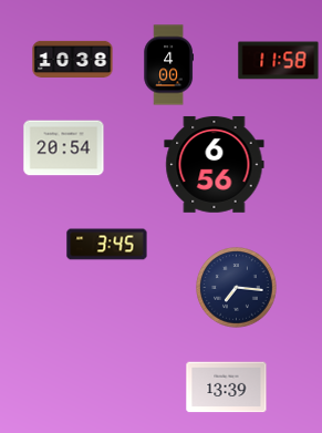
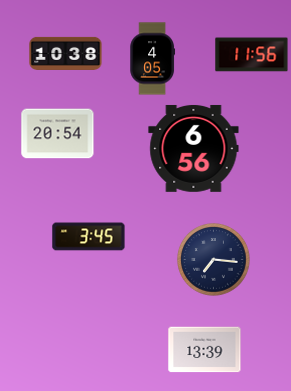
clock at (279, 61): 11:58 -> 11:56
clock at (168, 65): 4:00 -> 4:05
clock at (107, 245) position: (107, 245) -> (89, 237)
